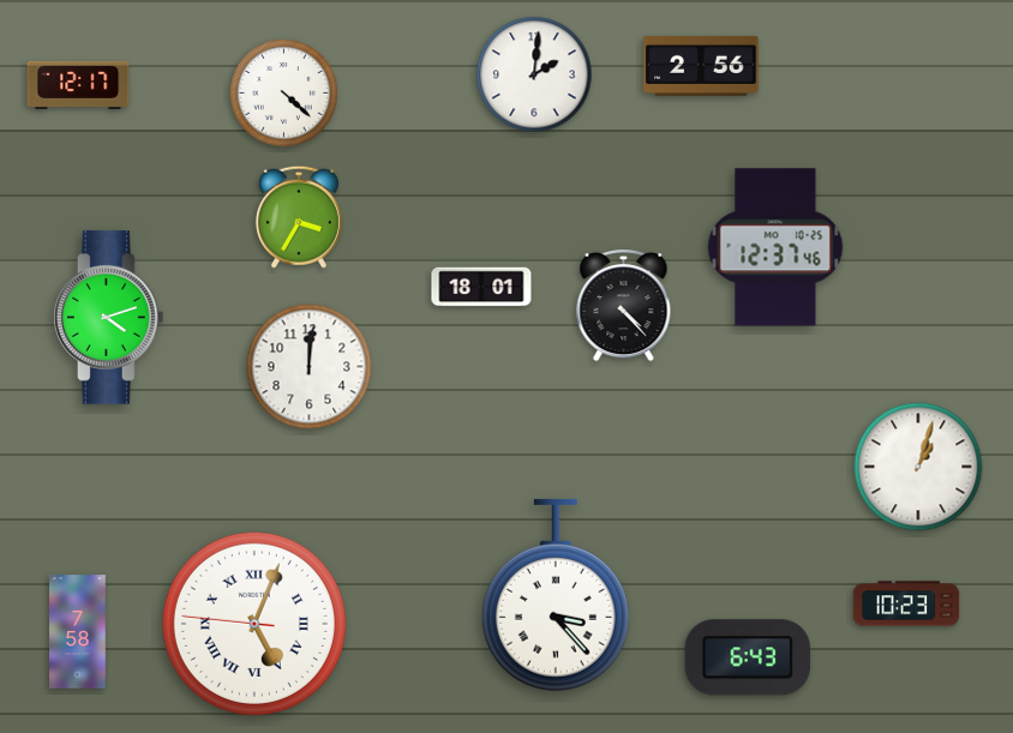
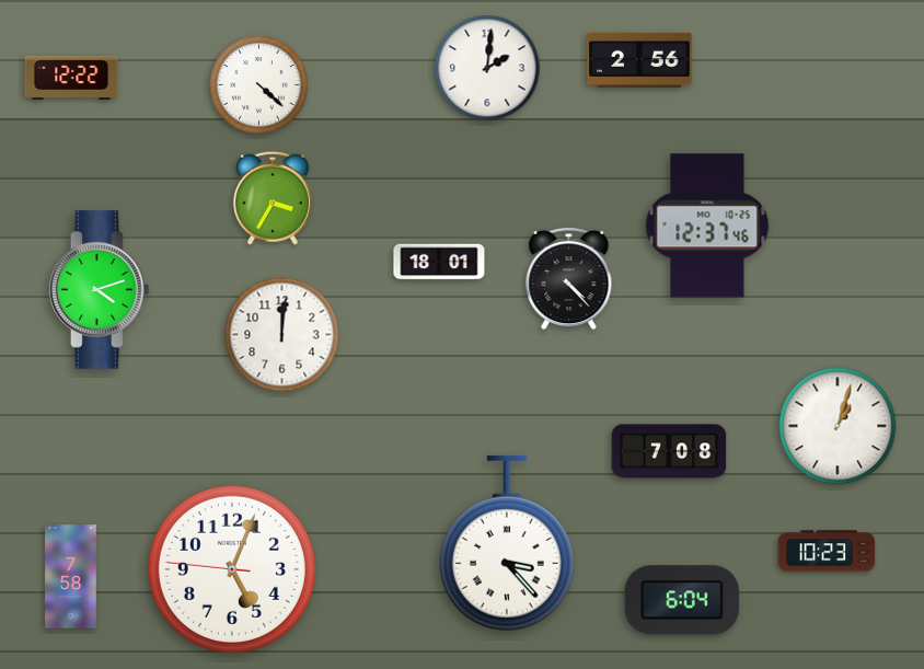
clock at (78, 85): 12:17 -> 12:22
clock at (669, 451): none -> 7:08
clock at (254, 624) numerals: Roman -> Arabic
clock at (748, 657): 6:43 -> 6:04
